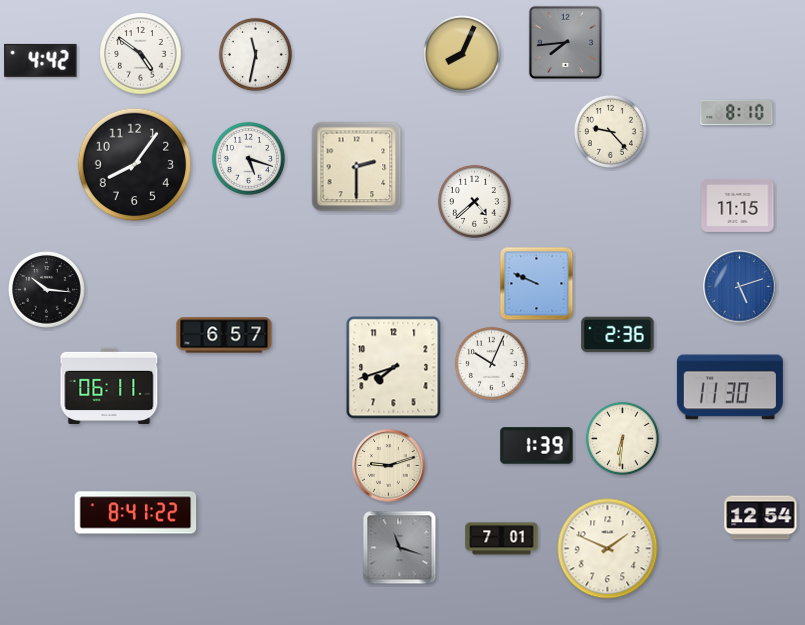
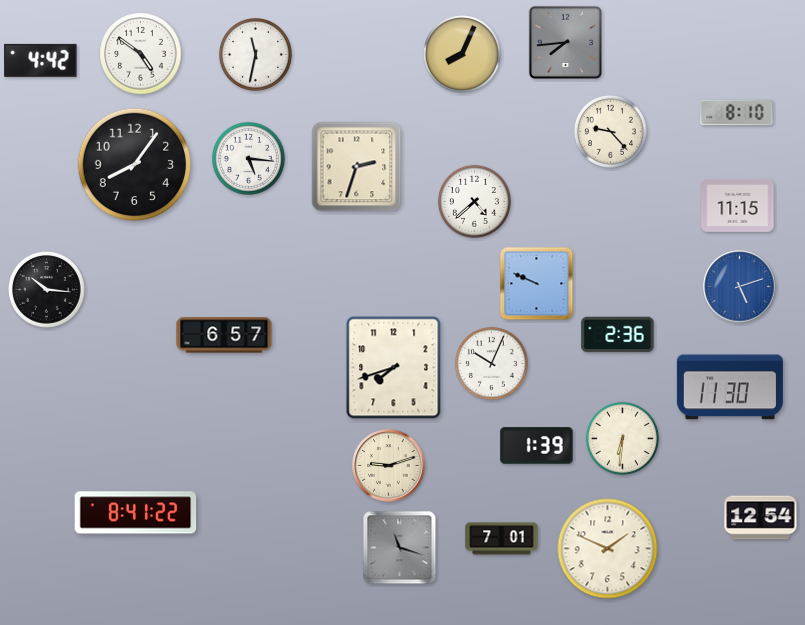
clock at (248, 158): 5:18 -> 5:16
clock at (357, 167): 2:30 -> 2:33
clock at (109, 386): 06:11 -> none
